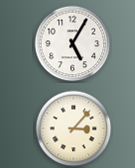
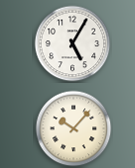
clock at (74, 129): 3:07 -> 10:07
